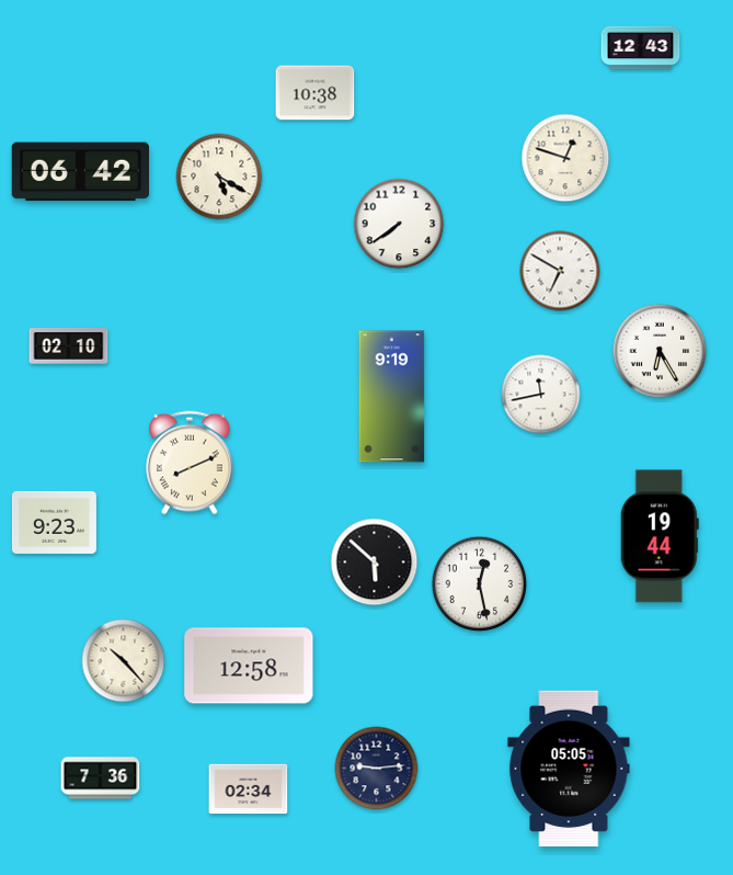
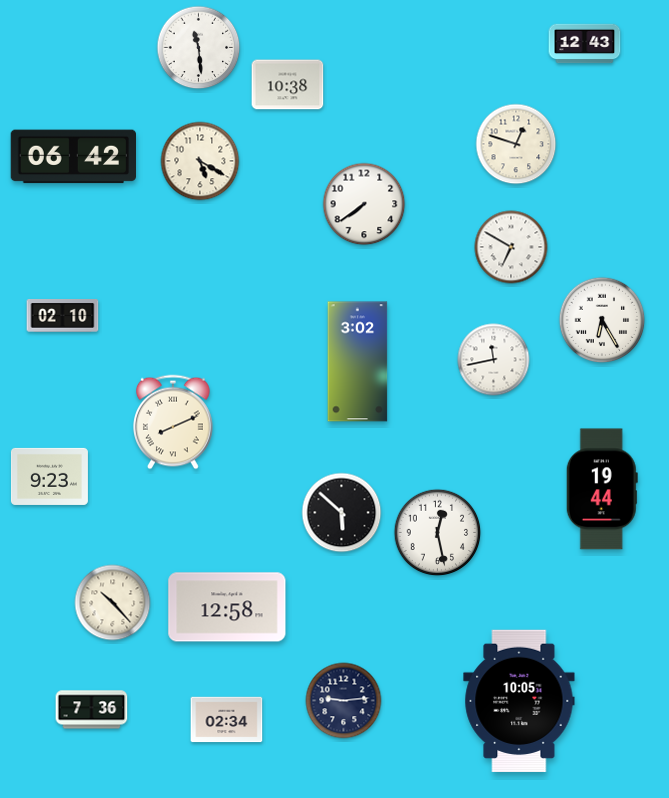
clock at (199, 48): none -> 11:29
clock at (392, 397): 9:19 -> 3:02
clock at (569, 768): 05:05 -> 10:05
